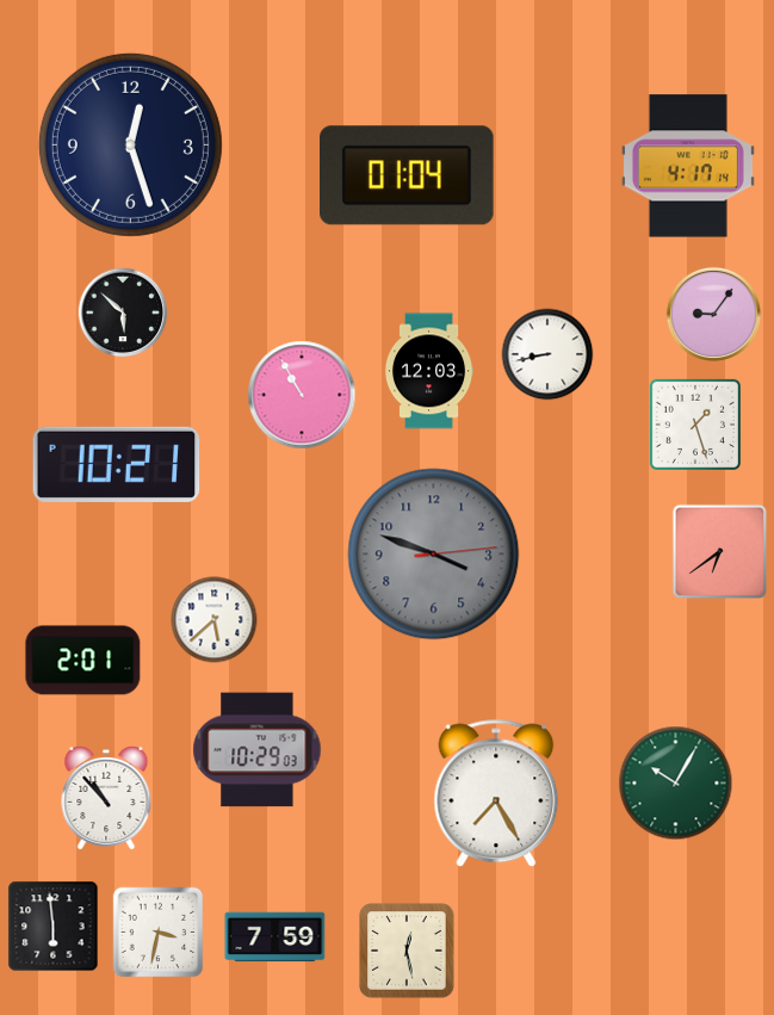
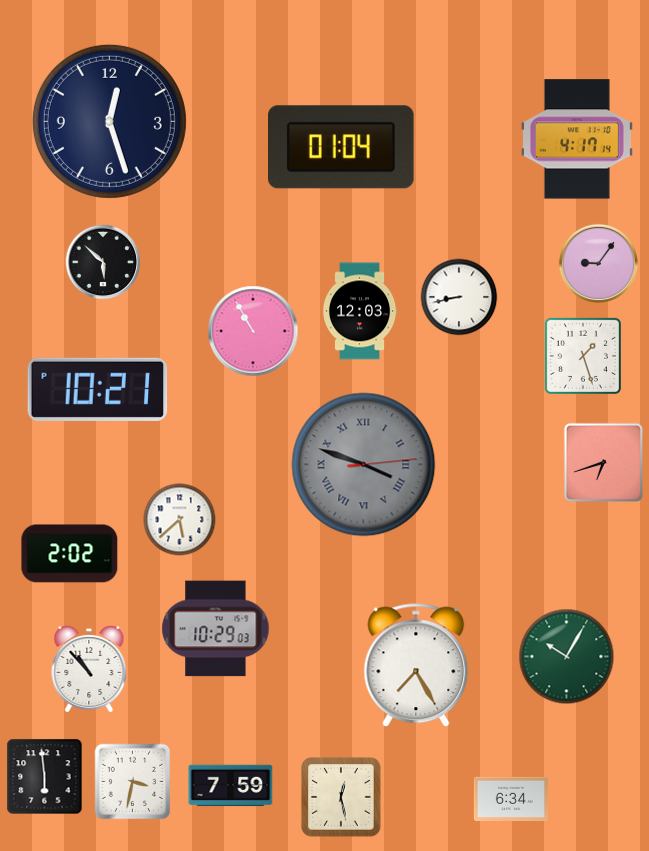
clock at (720, 552): 6:39 -> 6:42
clock at (434, 555) numerals: Arabic -> Roman
clock at (83, 661): 2:01 -> 2:02
clock at (511, 799): none -> 6:34
